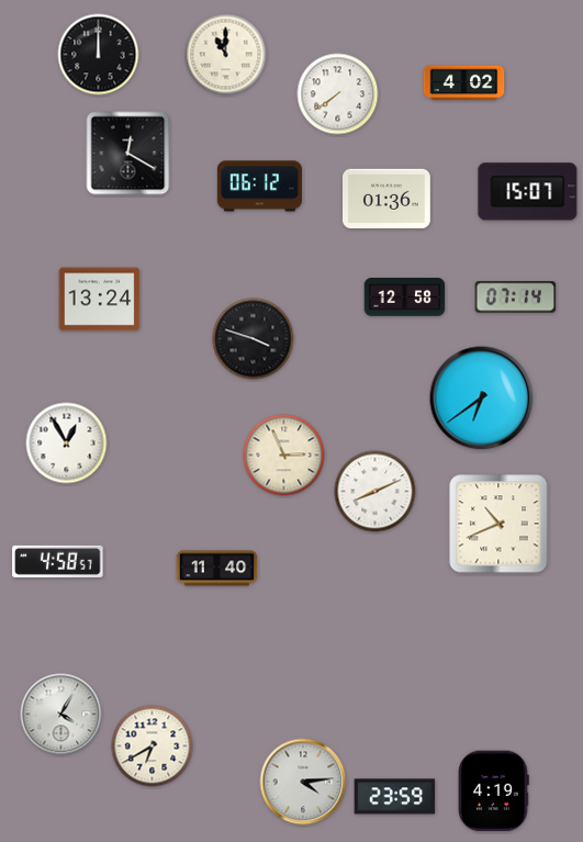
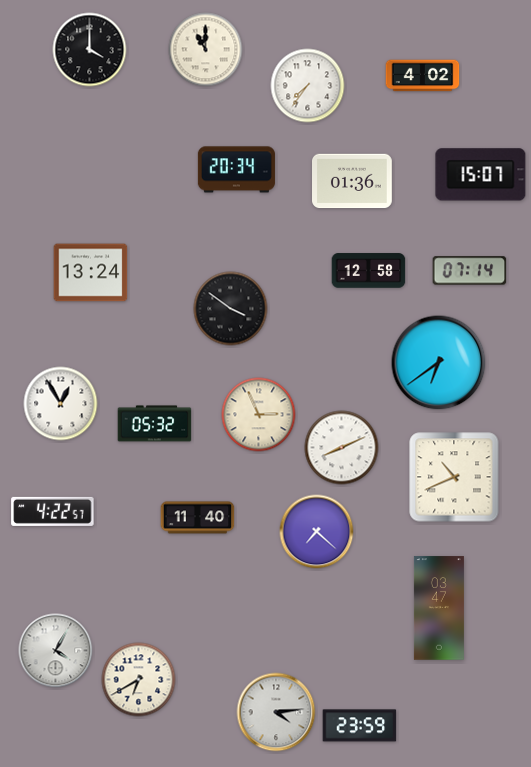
clock at (99, 55): 12:00 -> 4:00
clock at (338, 94): 7:39 -> 7:36
clock at (128, 154): 12:20 -> none
clock at (259, 187): 06:12 -> 20:34
clock at (254, 339): 3:48 -> 3:51
clock at (155, 424): none -> 05:32
clock at (58, 561): 4:58 -> 4:22
clock at (317, 532): none -> 7:22
clock at (439, 608): none -> 03:47
clock at (494, 792): 4:19 -> none
